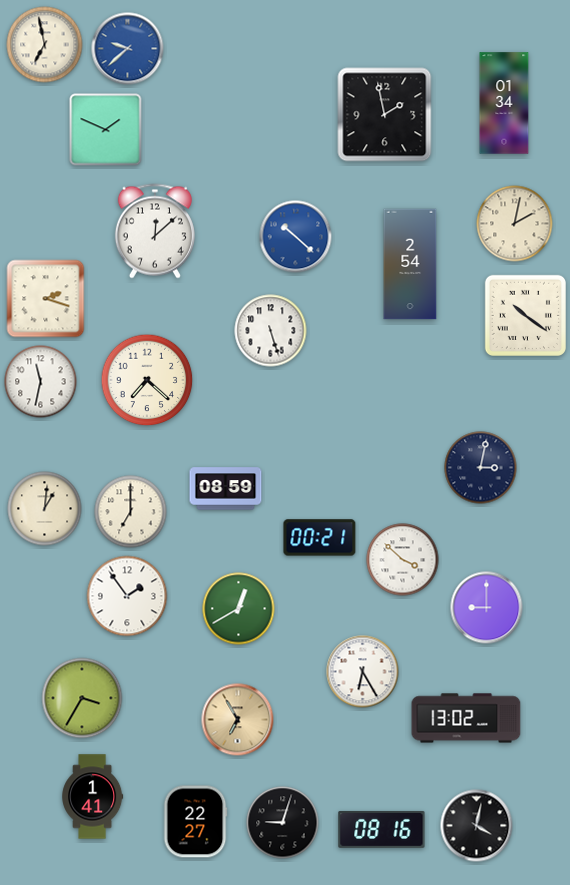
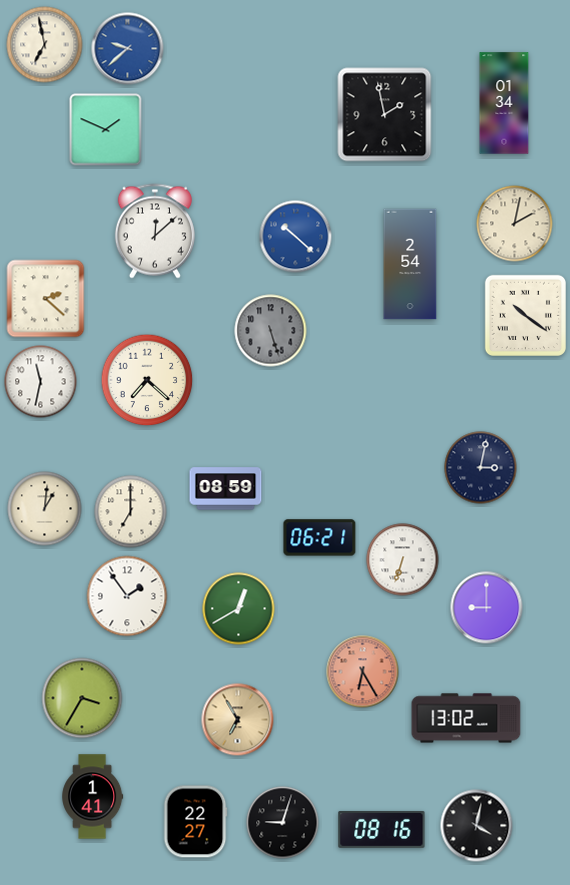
clock at (46, 299): 2:18 -> 2:22
clock at (271, 331) dial: white -> grey
clock at (320, 538): 00:21 -> 06:21
clock at (403, 560): 3:52 -> 6:33
clock at (363, 672) dial: white -> salmon
